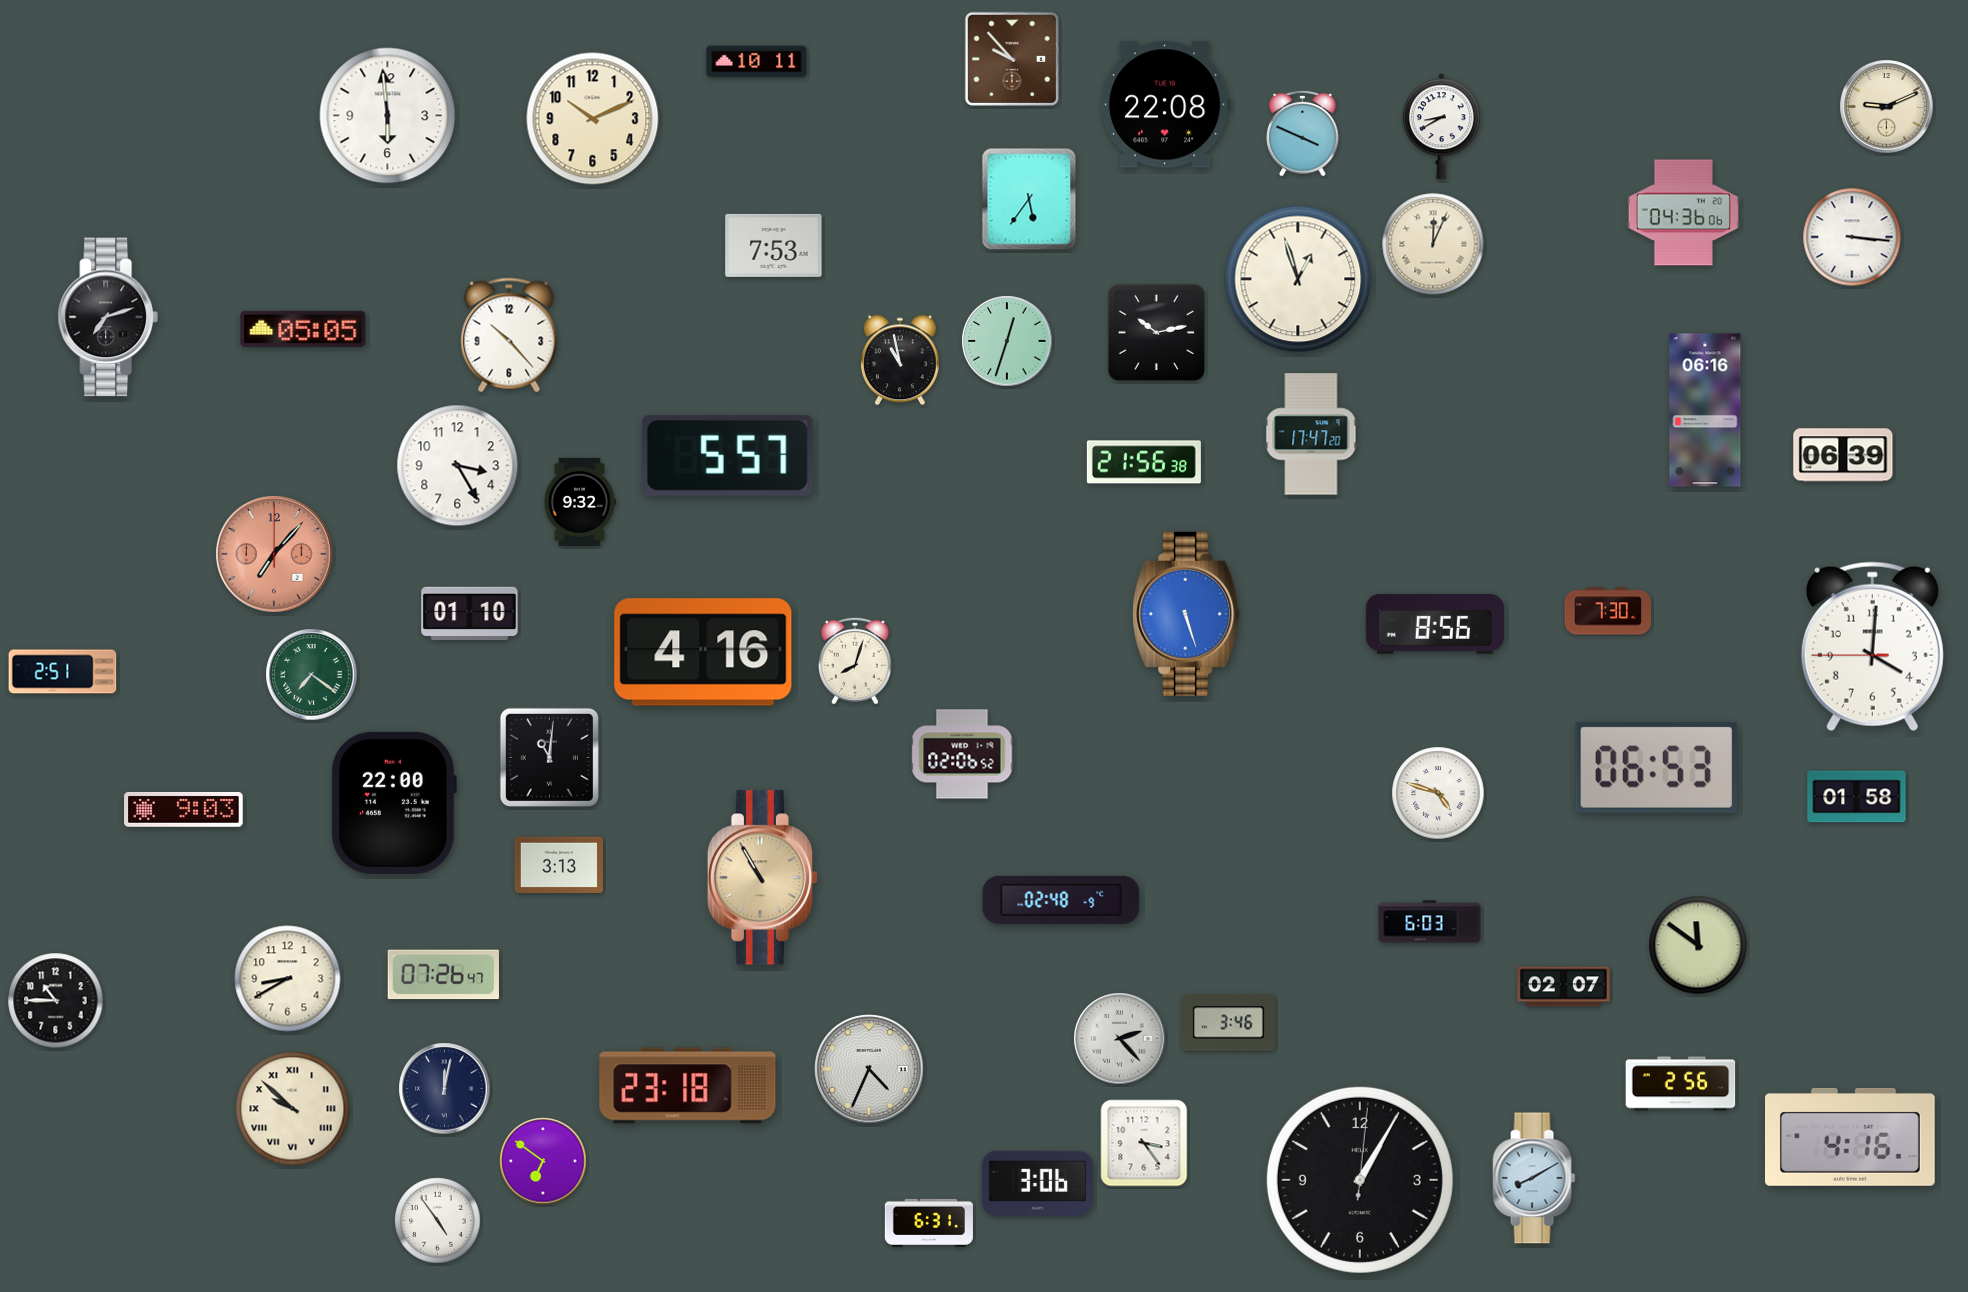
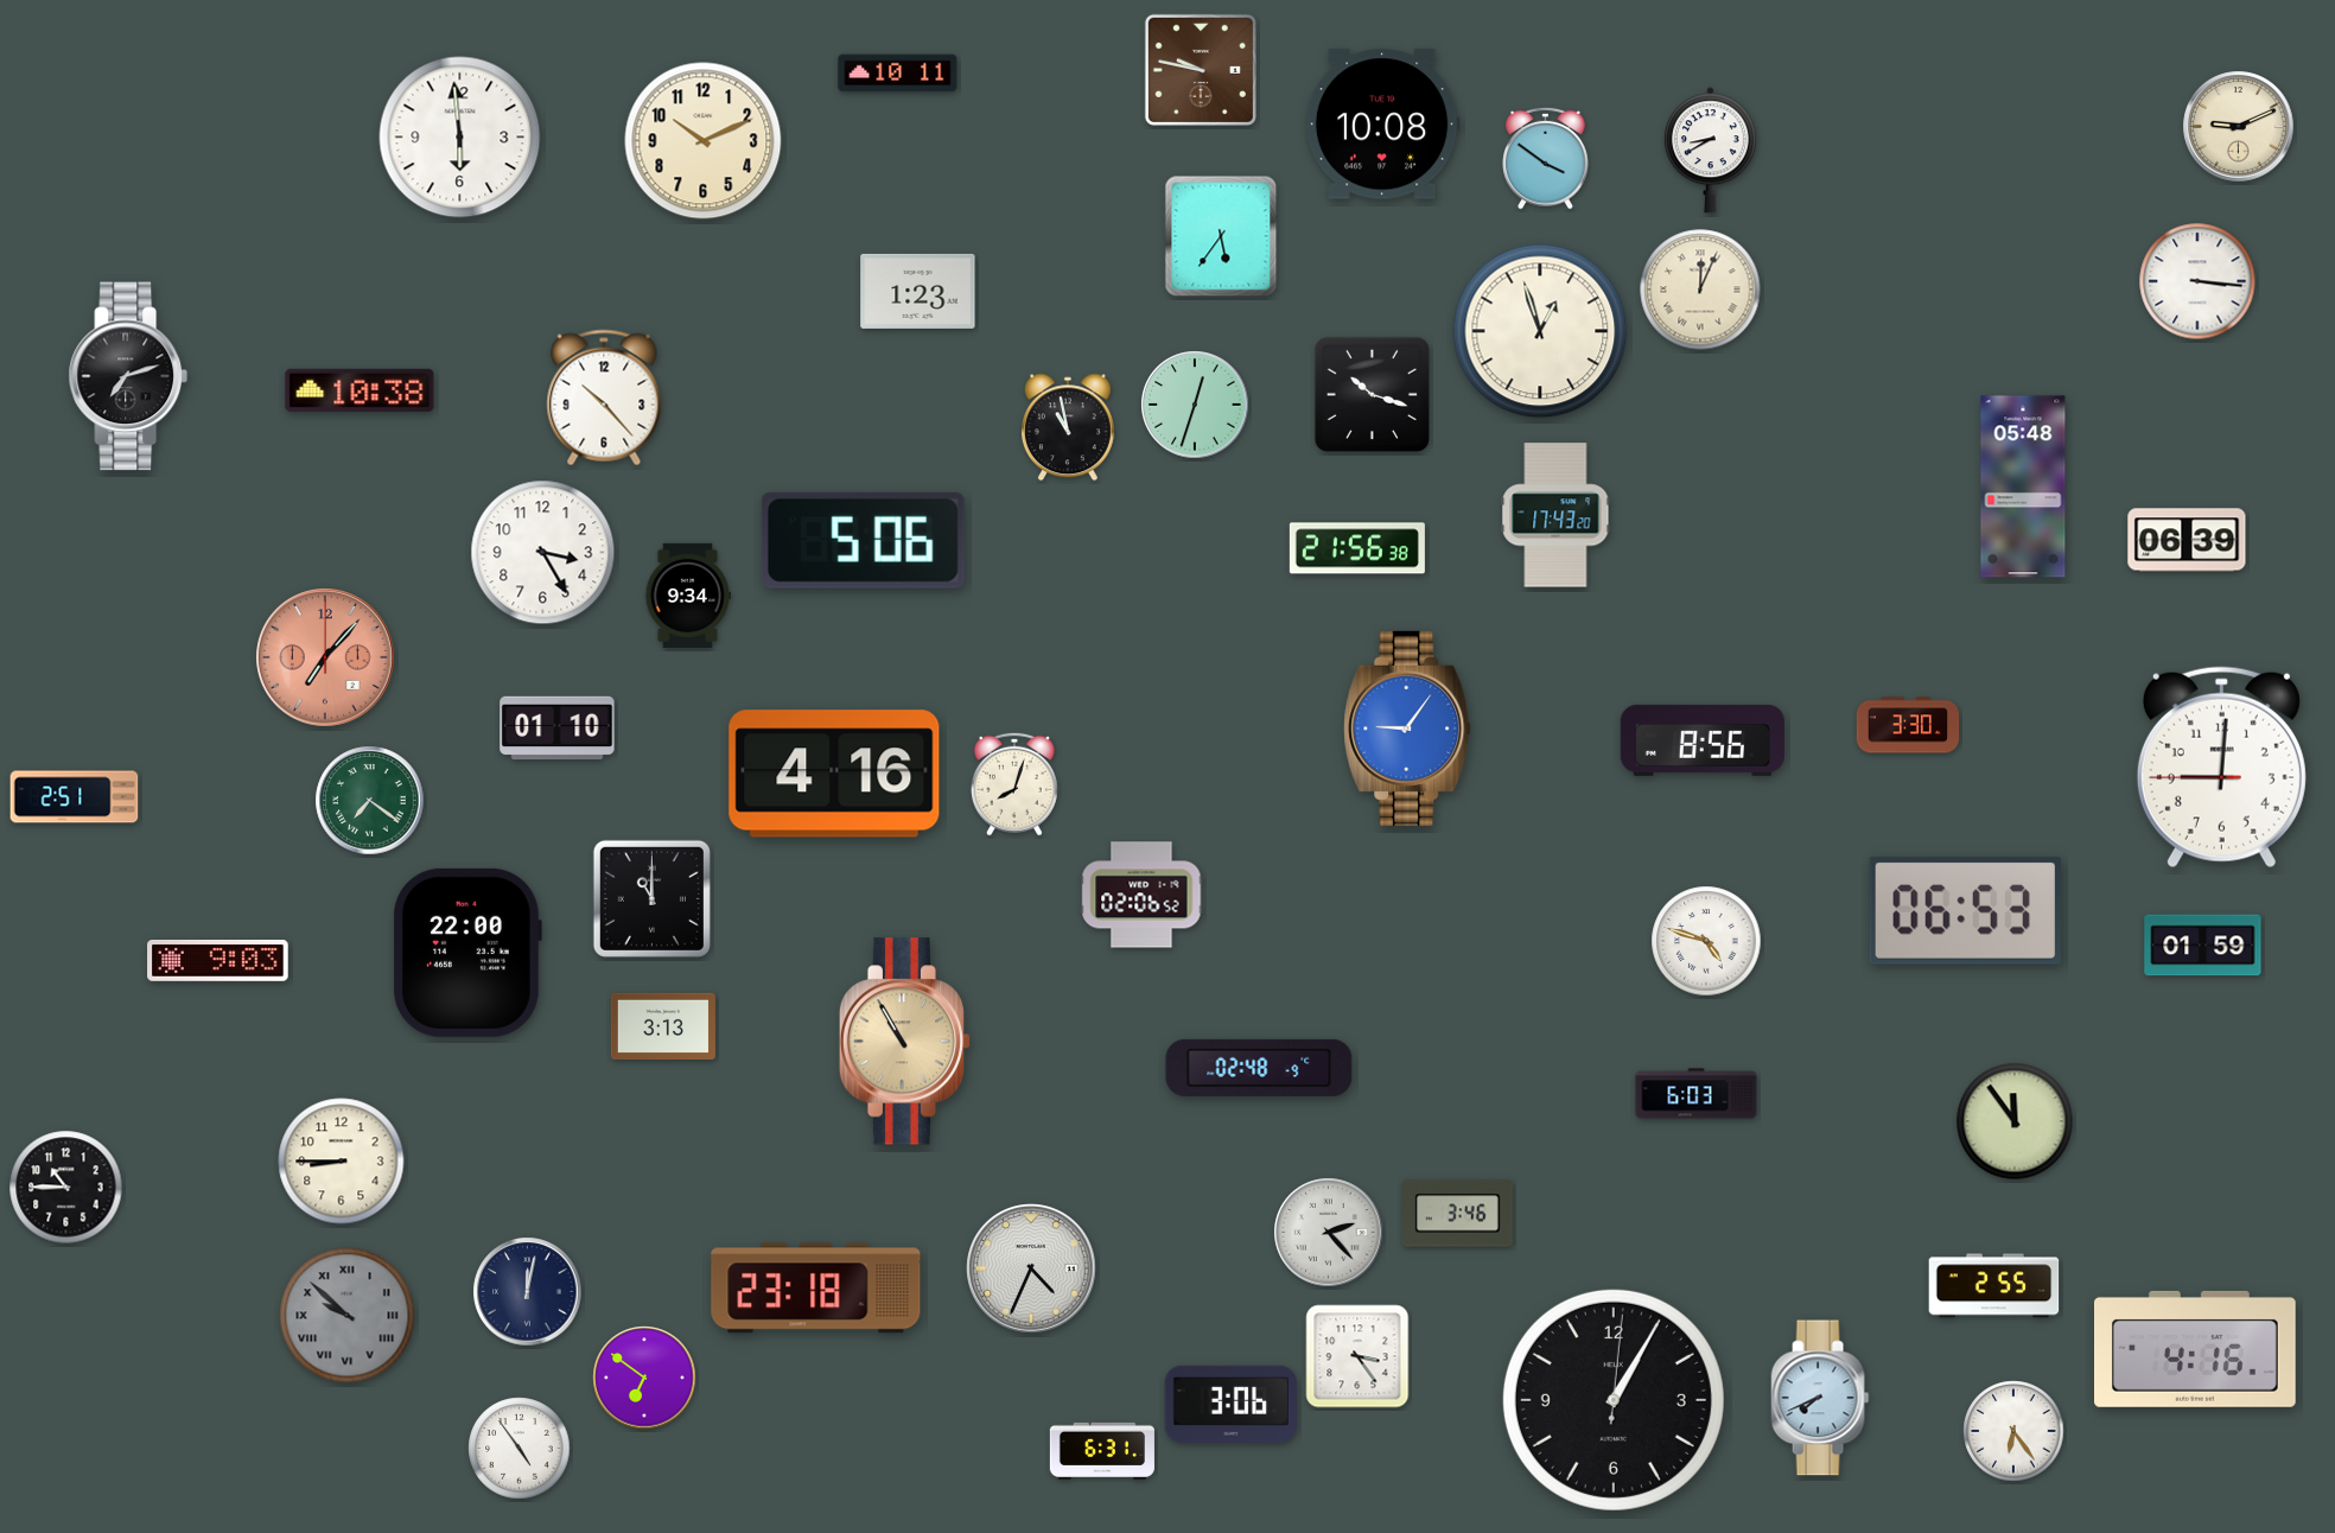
clock at (1012, 59): 9:53 -> 9:47
clock at (1165, 105): 22:08 -> 10:08
clock at (1303, 133): 3:49 -> 3:51
clock at (1683, 213): 04:36 -> none
clock at (774, 245): 7:53 -> 1:23
clock at (303, 329): 05:05 -> 10:38
clock at (1156, 332): 10:13 -> 10:18
clock at (1705, 410): 06:16 -> 05:48
clock at (1311, 434): 17:47 -> 17:43
clock at (727, 455): 5:57 -> 5:06
clock at (579, 502): 9:32 -> 9:34
clock at (1608, 611): 7:30 -> 3:30
clock at (1186, 614): 5:27 -> 9:06
clock at (1872, 647): 4:00 -> 9:00
clock at (549, 757): 11:01 -> 11:00
clock at (1857, 797): 01:58 -> 01:59
clock at (1698, 945): 11:51 -> 11:54
clock at (443, 975): 07:26 -> none
clock at (288, 979): 8:40 -> 8:45
clock at (1564, 987): 02:07 -> none
clock at (1681, 1084): 2:56 -> 2:55
clock at (293, 1109) dial: cream -> grey
clock at (1534, 1178): 8:10 -> 7:41
clock at (2013, 1431): none -> 6:24
